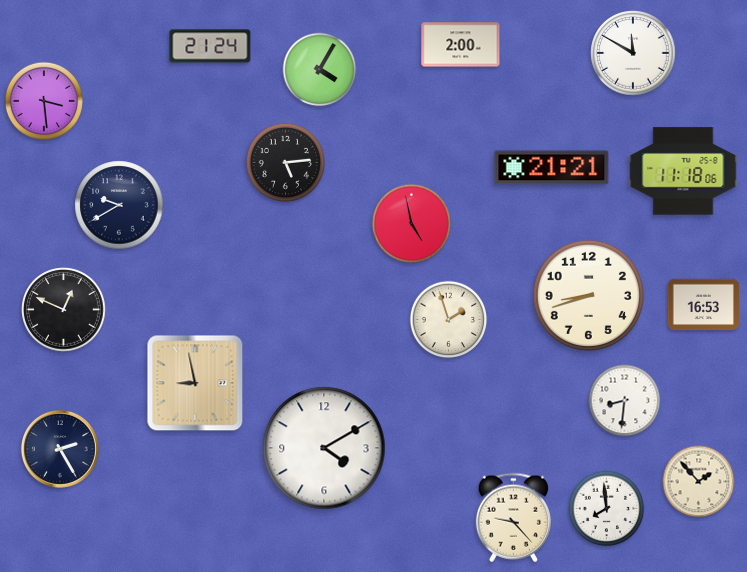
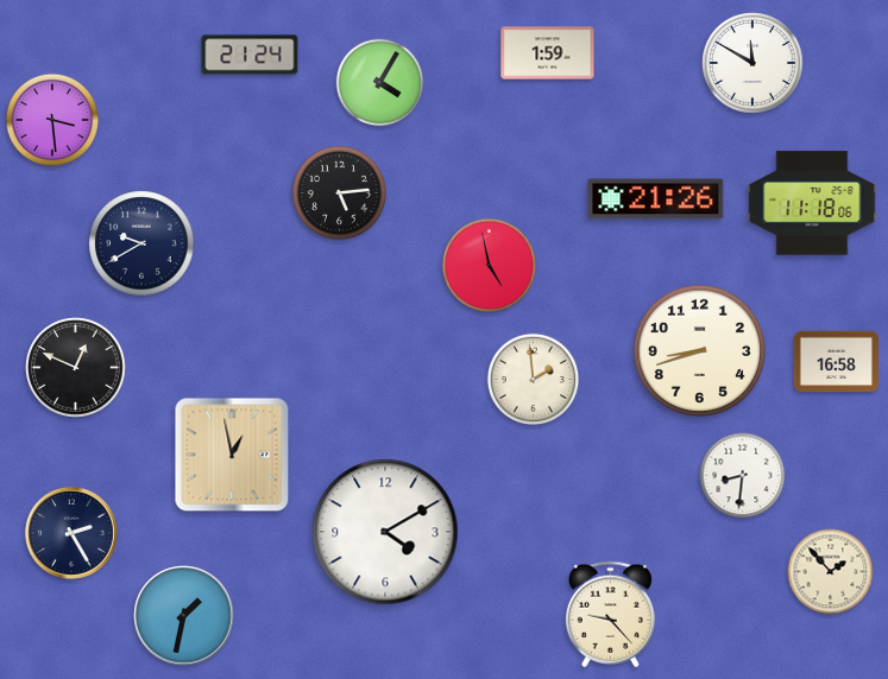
clock at (461, 45): 2:00 -> 1:59
clock at (552, 168): 21:21 -> 21:26
clock at (703, 305): 16:53 -> 16:58
clock at (449, 320): 1:57 -> 1:59
clock at (195, 383): 8:58 -> 12:58
clock at (607, 509): 7:59 -> none
clock at (184, 616): none -> 1:32
